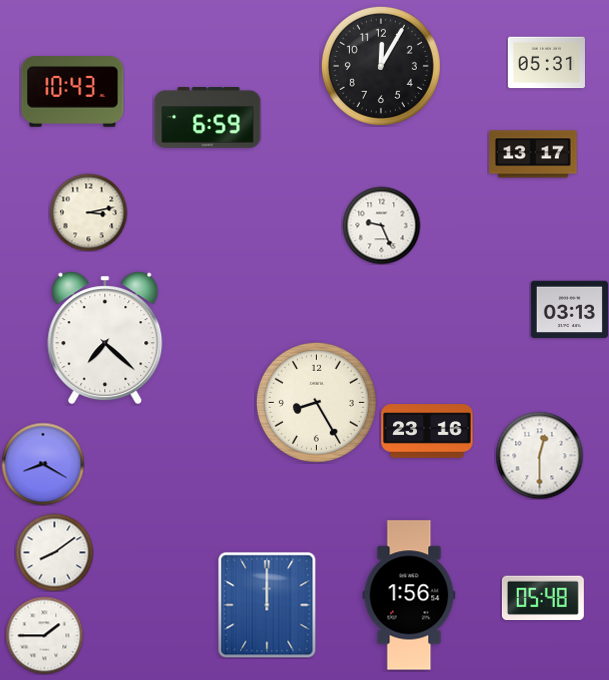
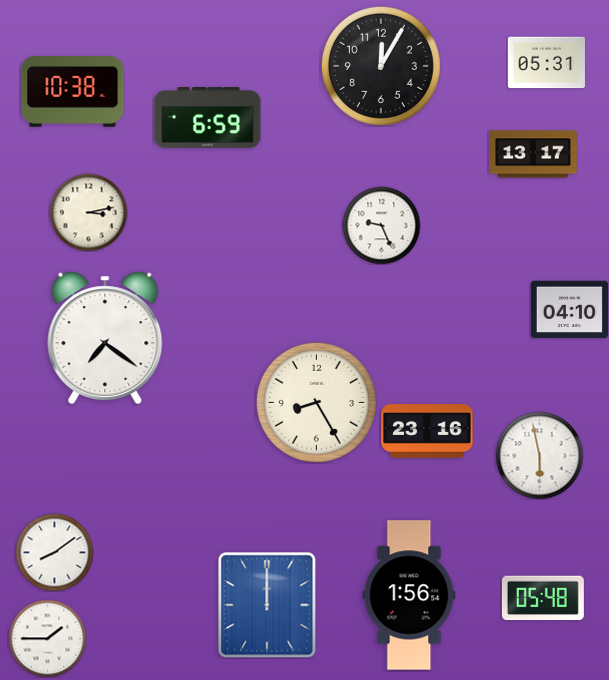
clock at (73, 92): 10:43 -> 10:38
clock at (569, 310): 03:13 -> 04:10
clock at (105, 338): 7:22 -> 7:21
clock at (539, 455): 12:30 -> 5:58
clock at (43, 464): 8:20 -> none
clock at (44, 635) position: (44, 635) -> (47, 638)
